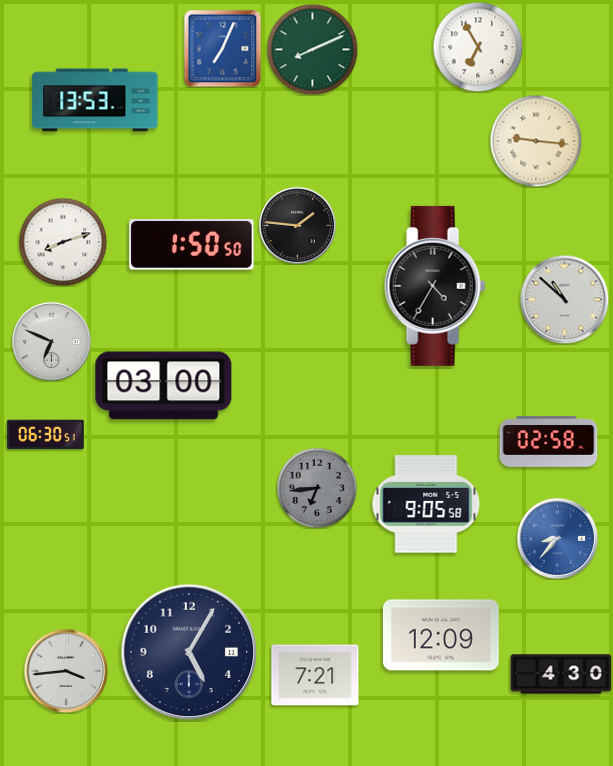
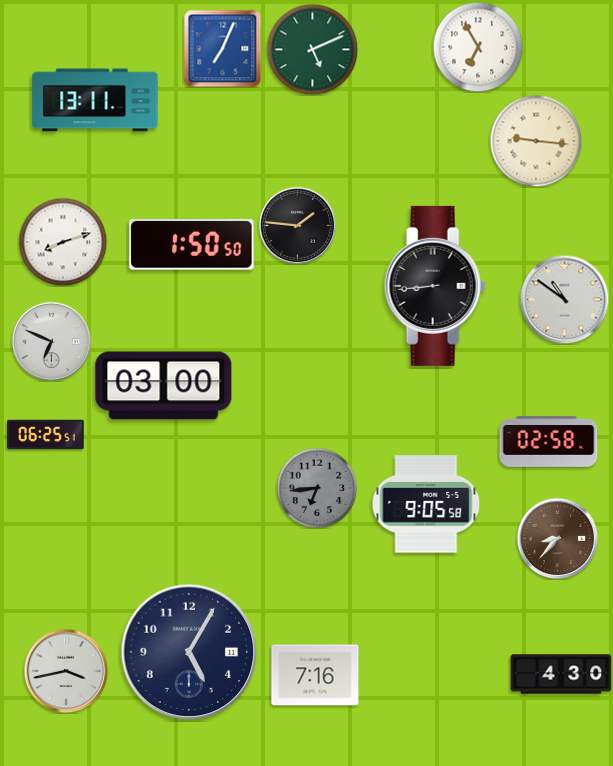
clock at (312, 49): 8:11 -> 5:11
clock at (95, 100): 13:53 -> 13:11
clock at (435, 286): 4:35 -> 8:44
clock at (564, 299): 10:52 -> 10:51
clock at (46, 435): 06:30 -> 06:25
clock at (557, 538) dial: blue -> brown
clock at (441, 635): 12:09 -> none
clock at (66, 671): 3:44 -> 3:43
clock at (315, 675): 7:21 -> 7:16
